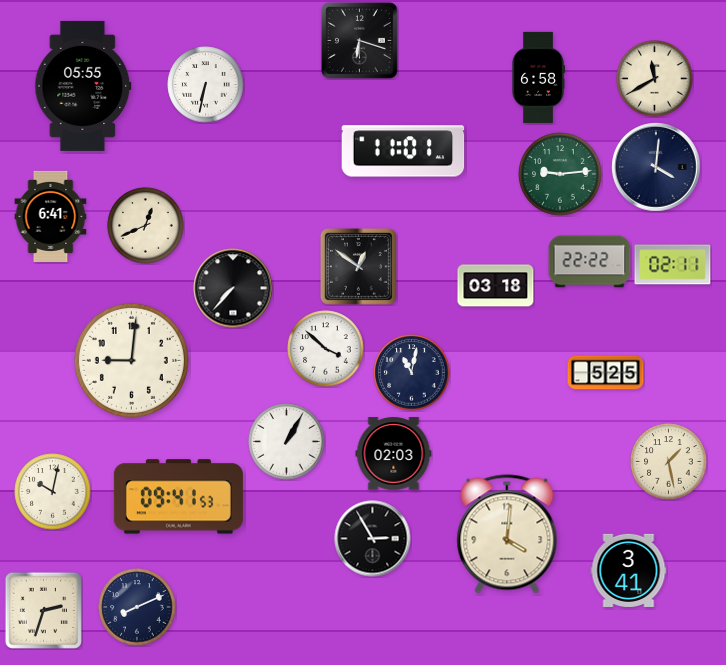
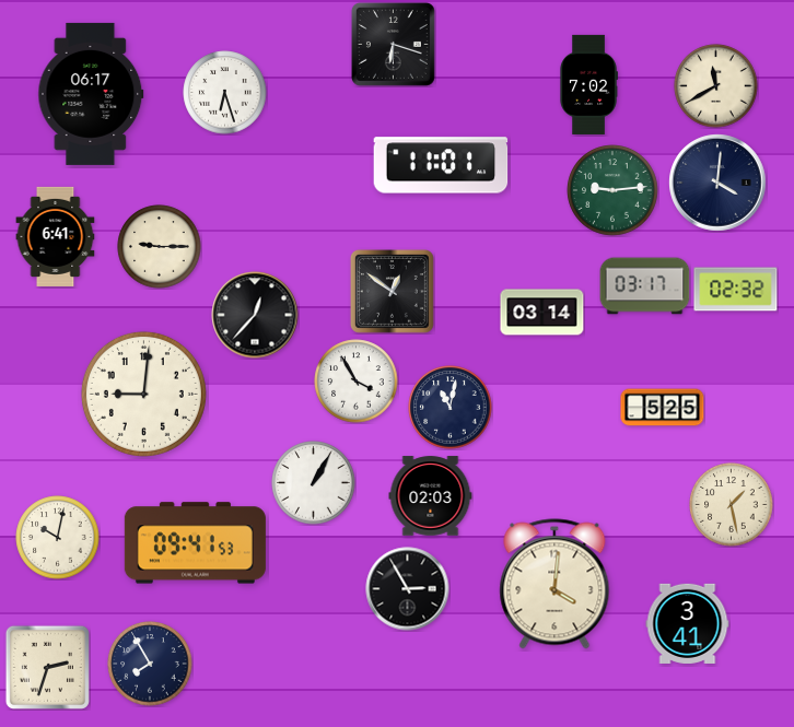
clock at (538, 77): 6:58 -> 7:02
clock at (206, 85): 6:32 -> 6:27
clock at (83, 86): 05:55 -> 06:17
clock at (146, 226): 12:41 -> 9:15
clock at (590, 262): 22:22 -> 03:17
clock at (673, 265): 02:11 -> 02:32
clock at (496, 286): 03:18 -> 03:14
clock at (233, 288): 7:37 -> 12:37
clock at (326, 349): 3:52 -> 3:55
clock at (137, 607): 8:11 -> 7:55
